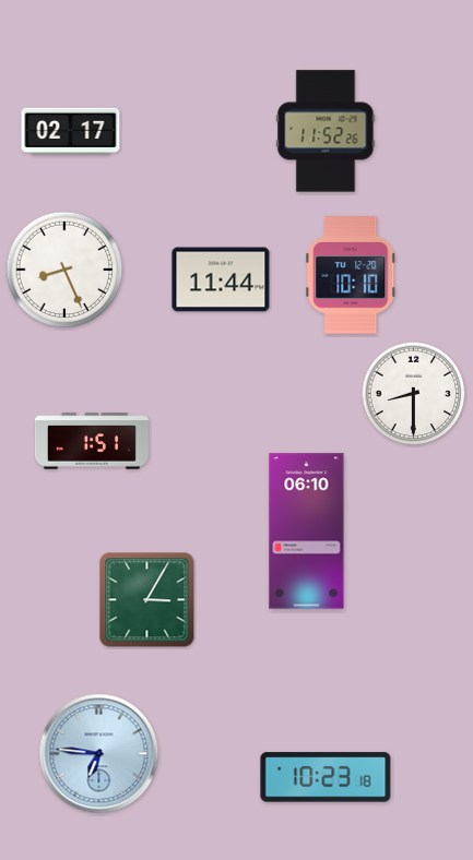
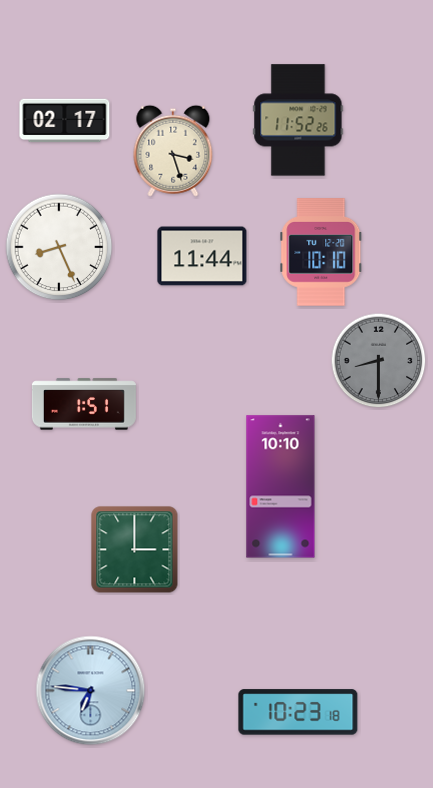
clock at (173, 151): none -> 3:27
clock at (414, 394) dial: white -> grey
clock at (307, 531): 06:10 -> 10:10
clock at (147, 600): 3:05 -> 3:00
